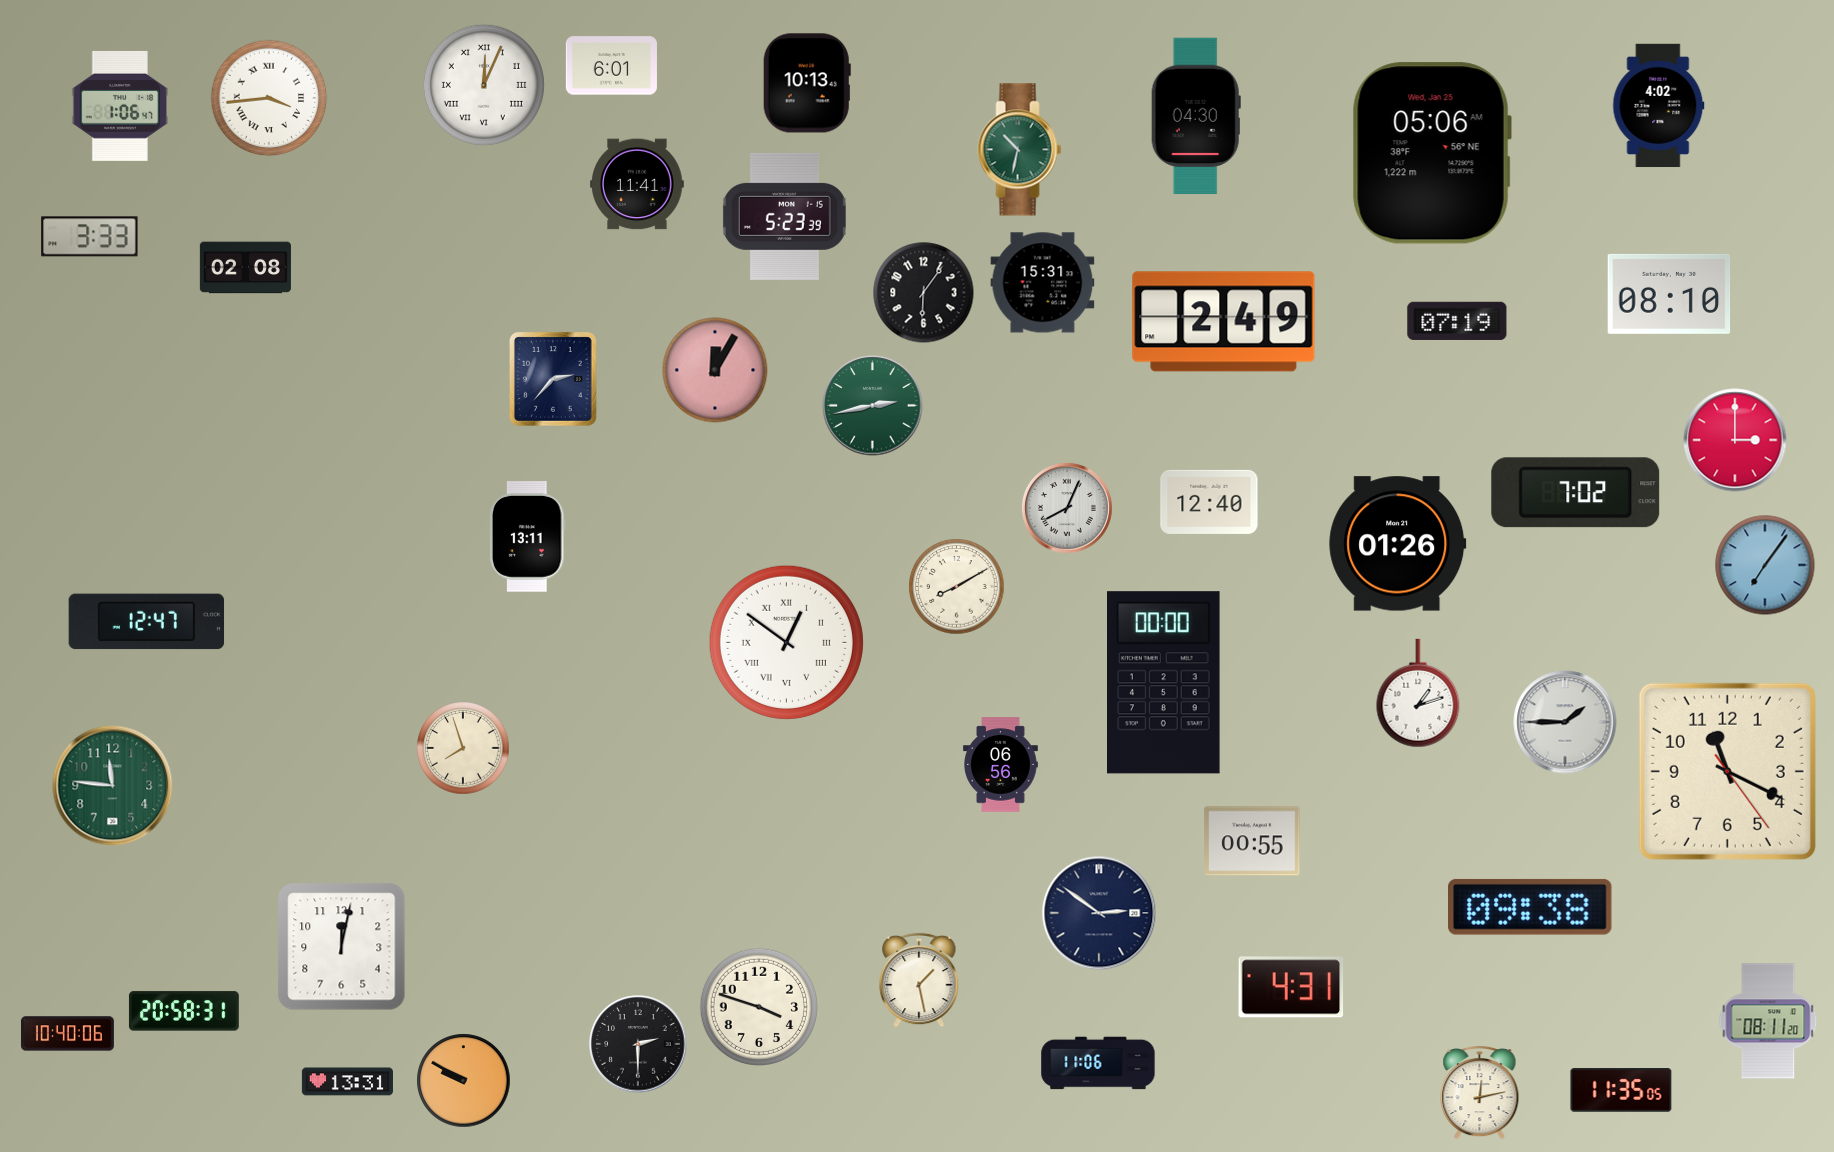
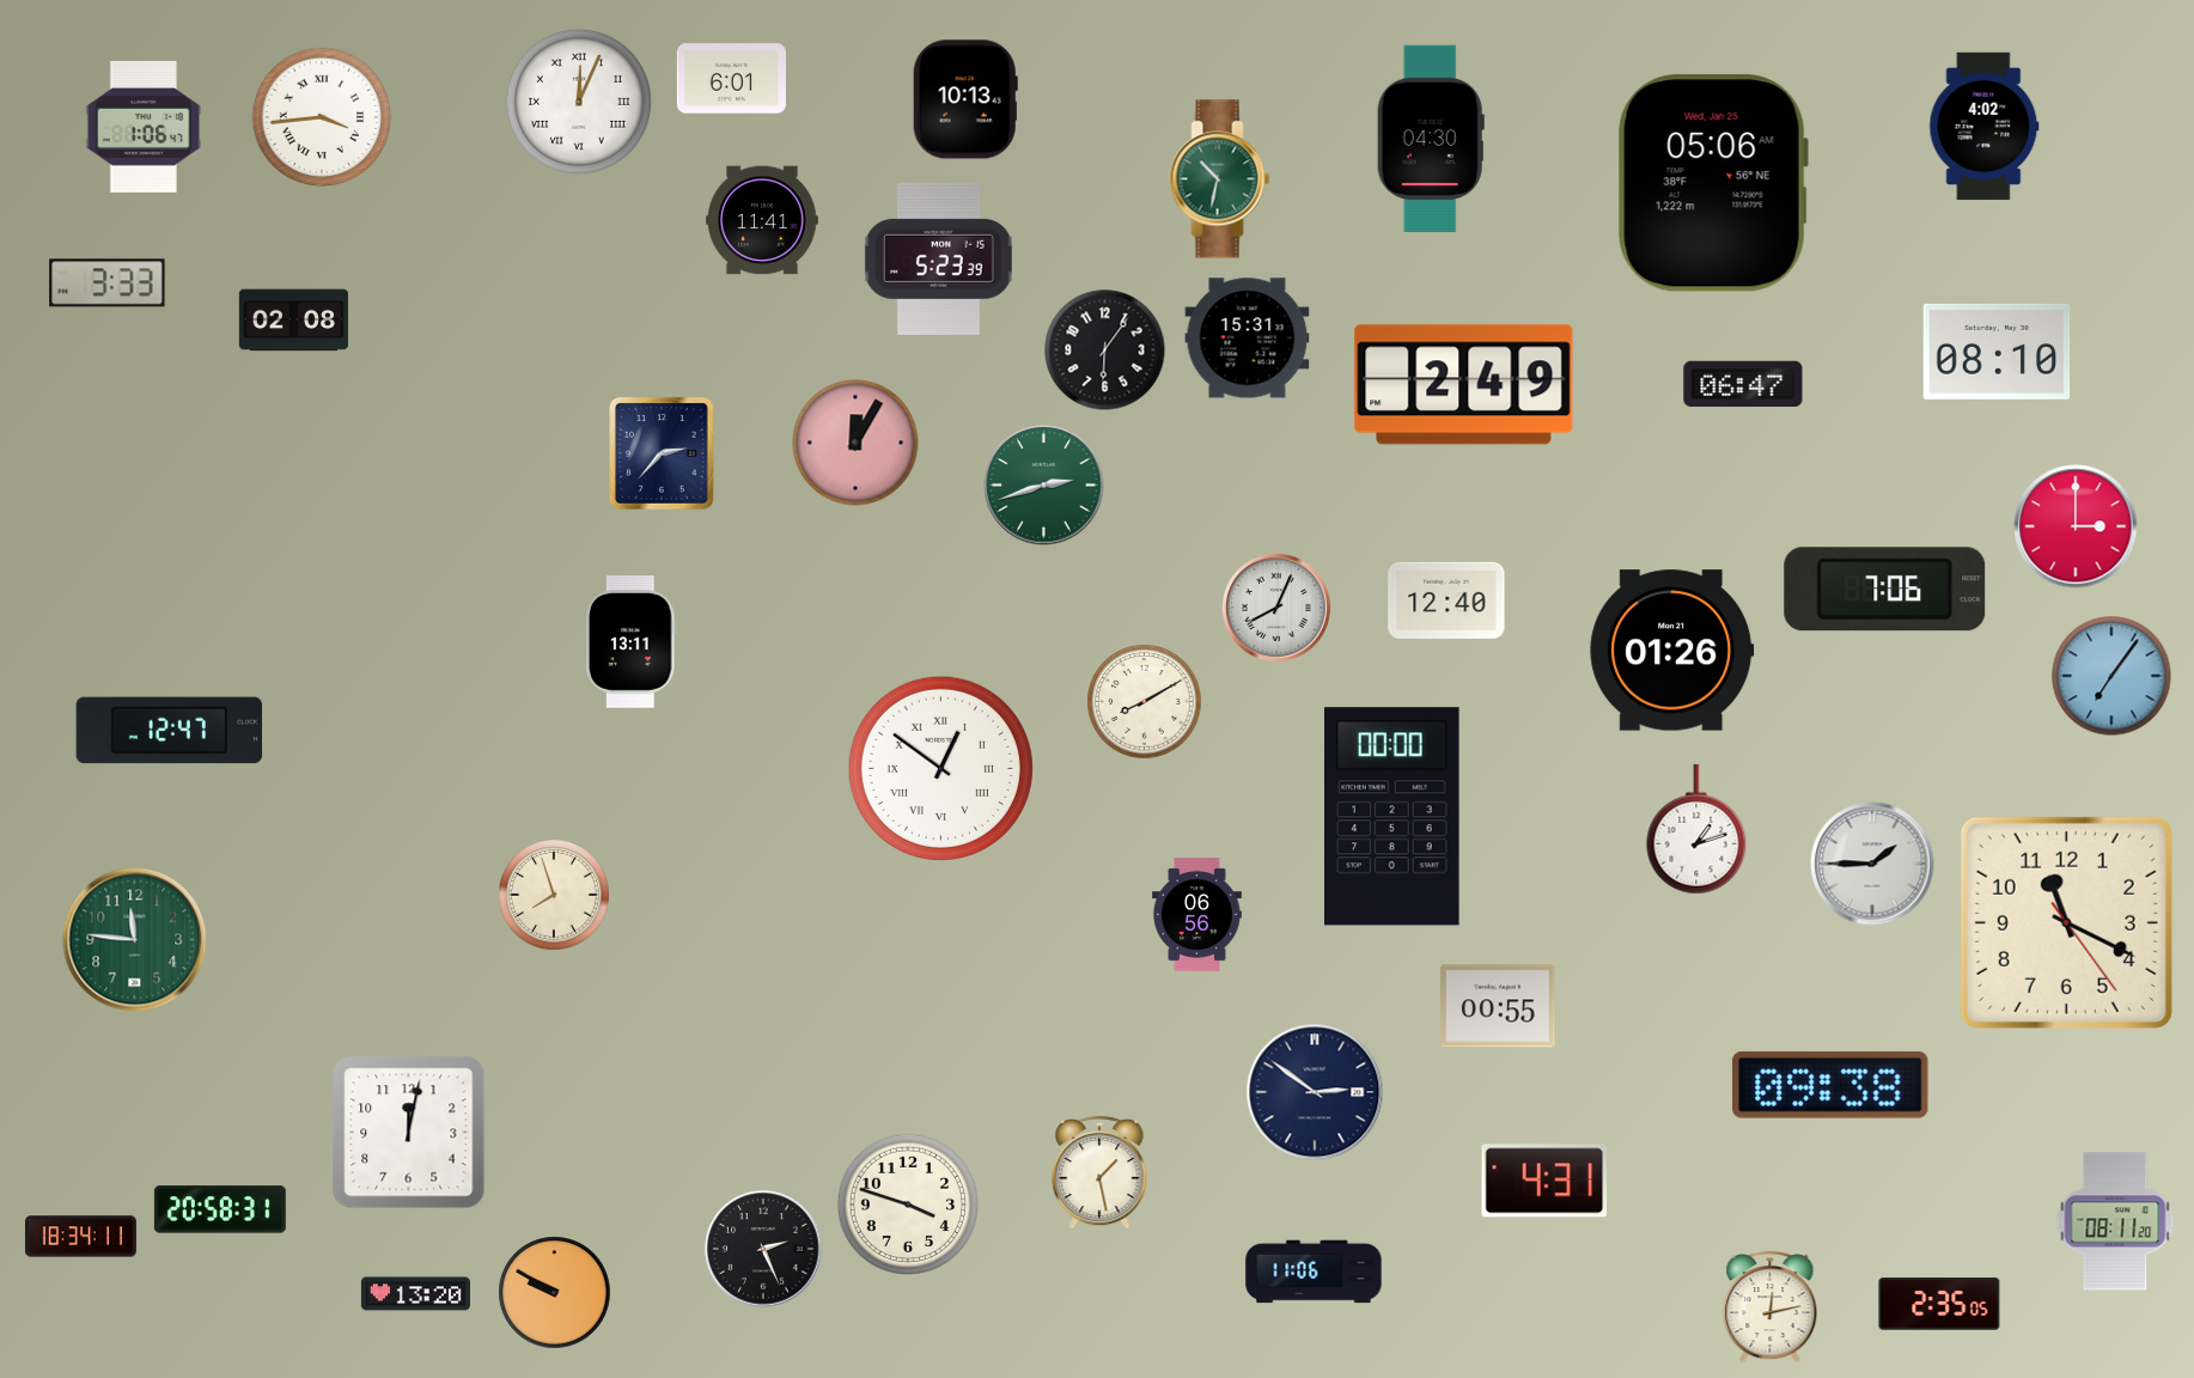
clock at (1457, 321): 07:19 -> 06:47
clock at (873, 406): 2:43 -> 2:42
clock at (1576, 493): 7:02 -> 7:06
clock at (147, 622) position: (147, 622) -> (170, 731)
clock at (67, 1034): 10:40 -> 18:34
clock at (638, 1044): 2:30 -> 2:26
clock at (347, 1082): 13:31 -> 13:20
clock at (1621, 1090): 11:35 -> 2:35
